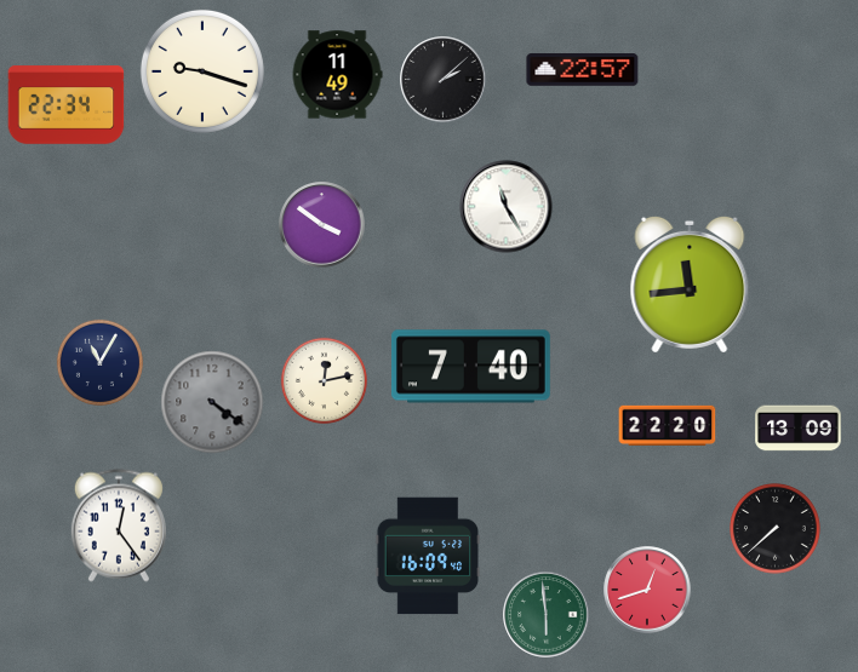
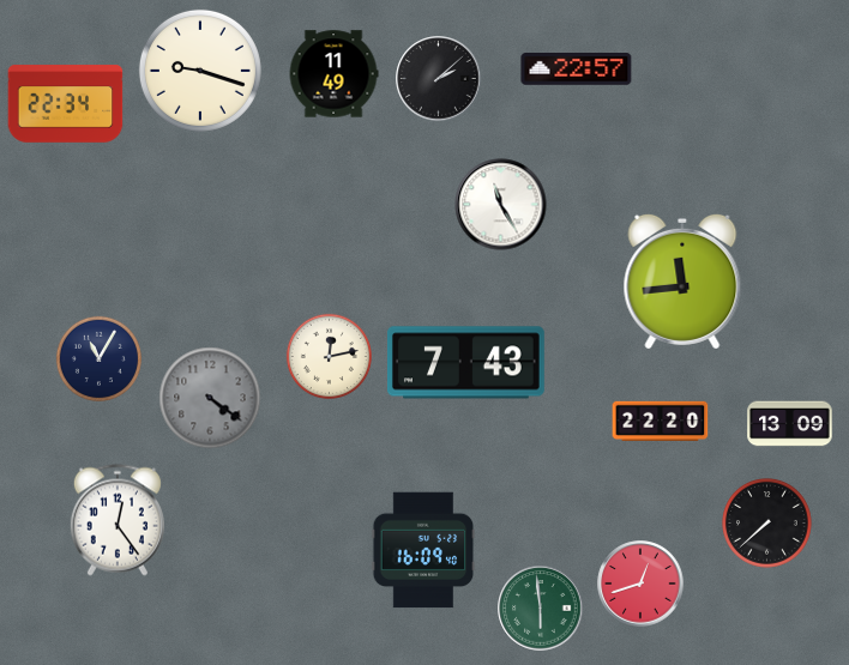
clock at (322, 225): 3:51 -> none
clock at (471, 367): 7:40 -> 7:43
clock at (324, 380) position: (324, 380) -> (329, 356)
